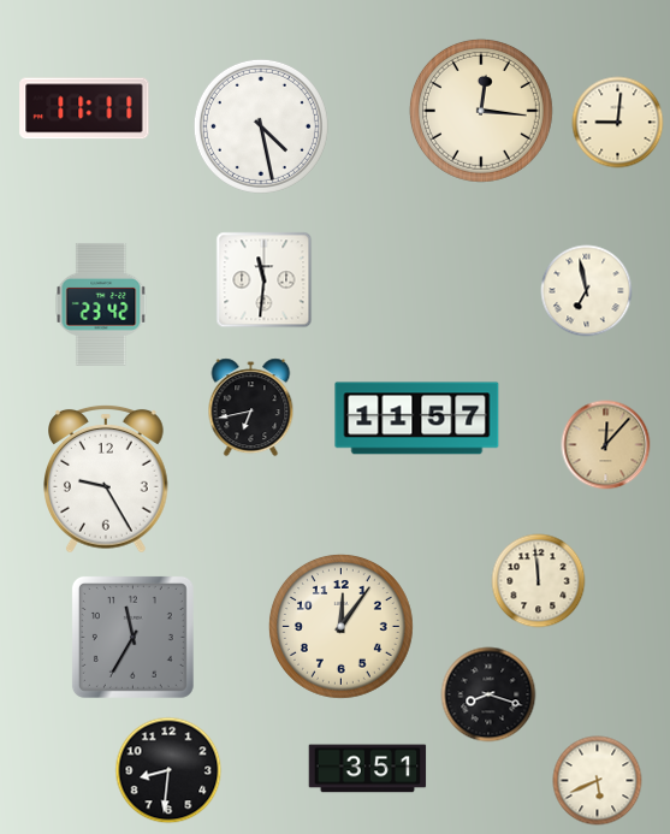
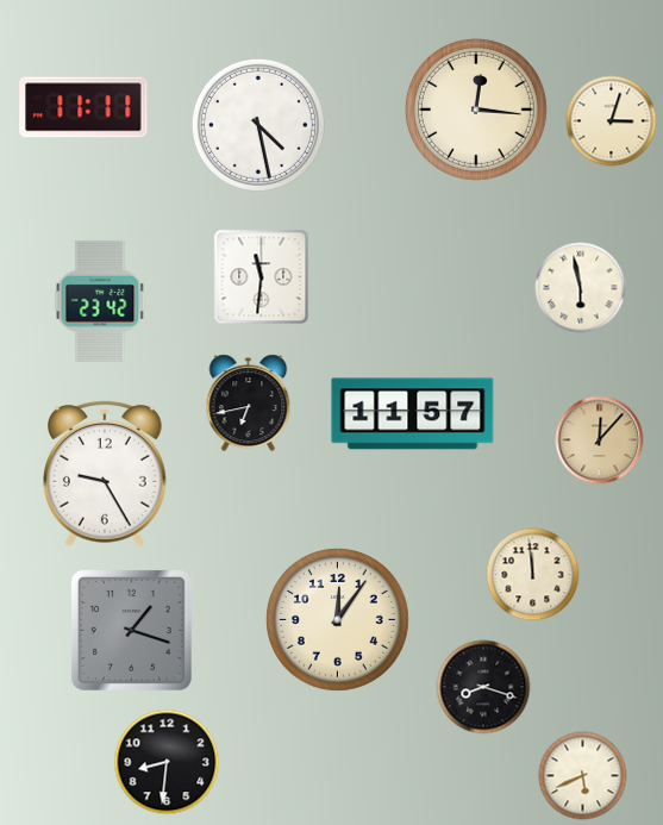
clock at (618, 123): 9:01 -> 3:03
clock at (587, 291): 6:58 -> 5:58
clock at (132, 637): 11:35 -> 1:18
clock at (368, 769): 3:51 -> none
clock at (598, 781) position: (598, 781) -> (583, 776)
